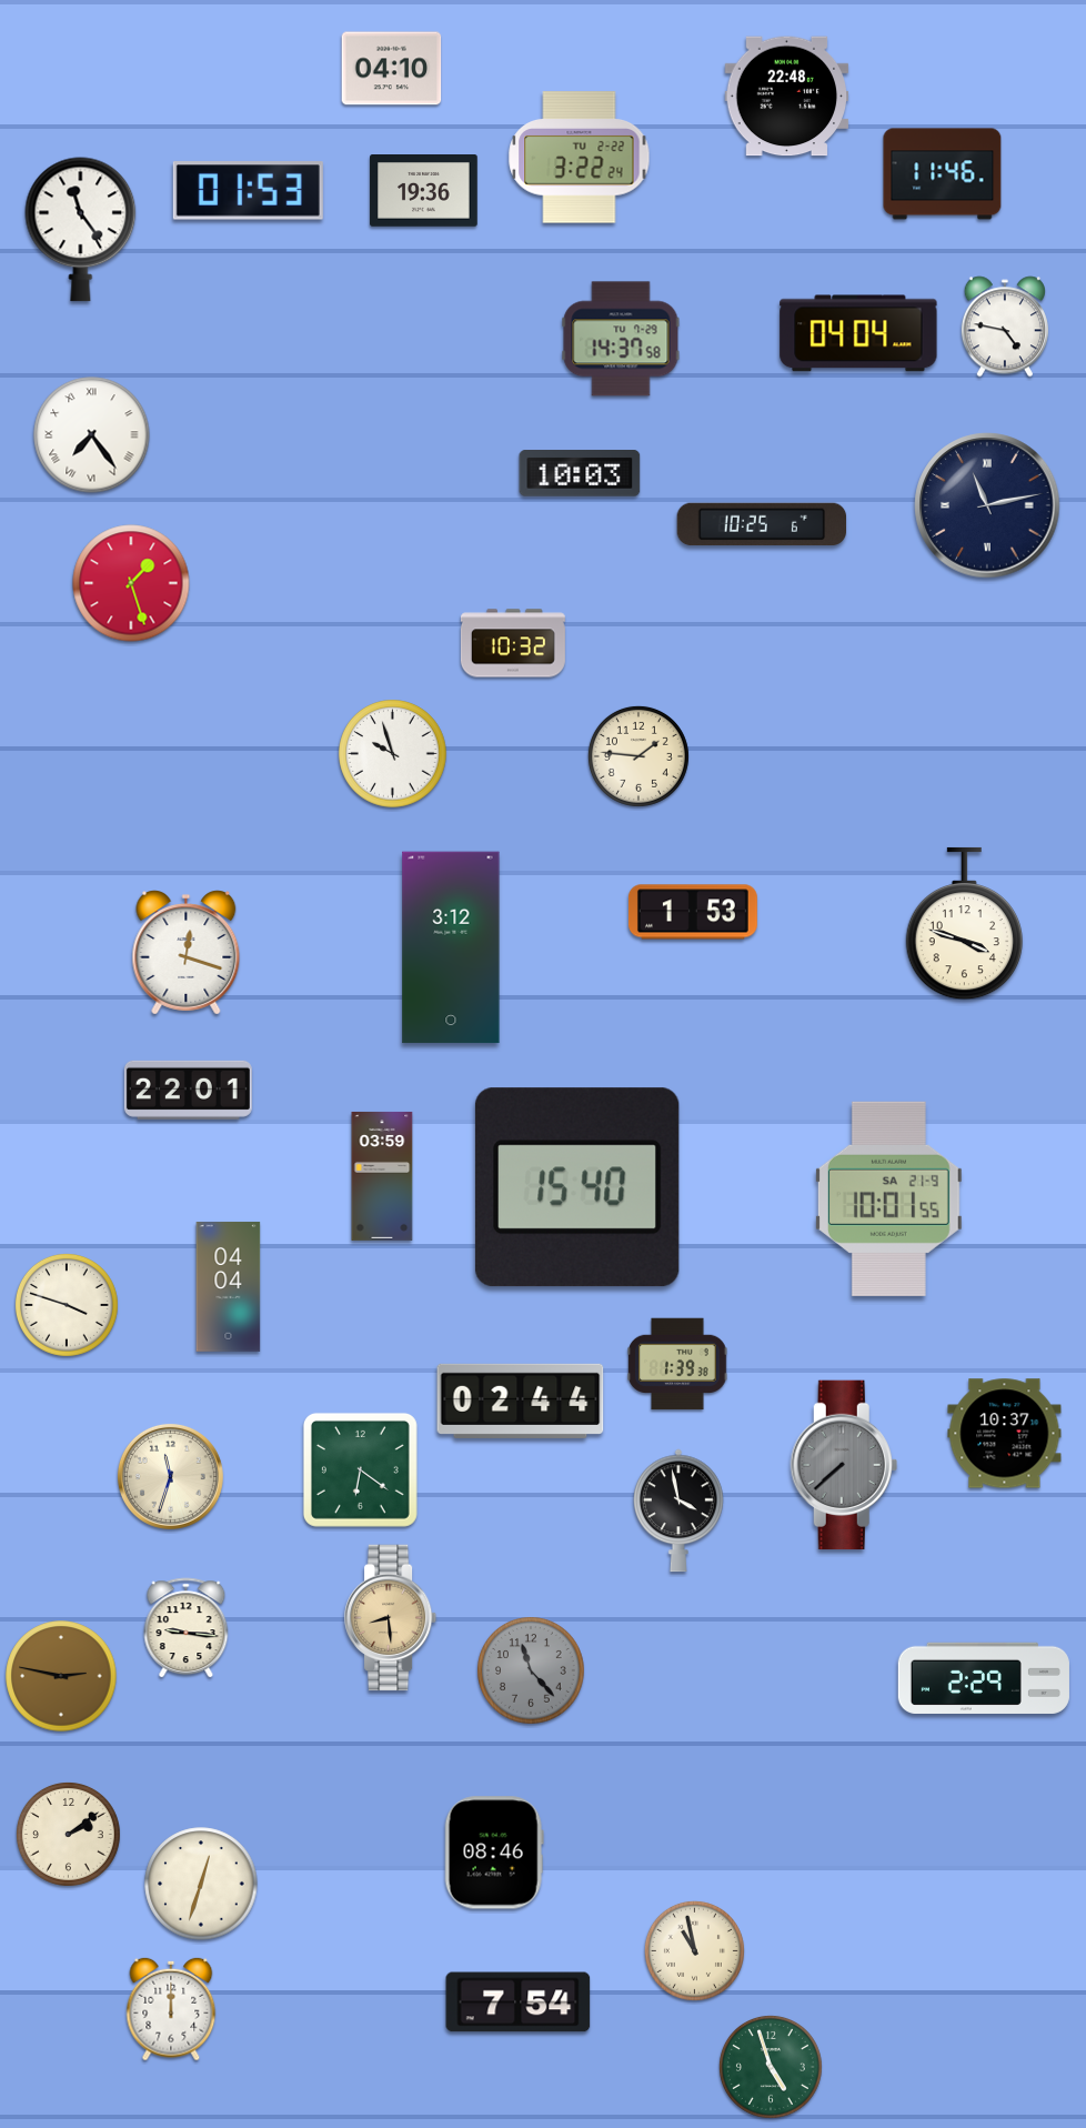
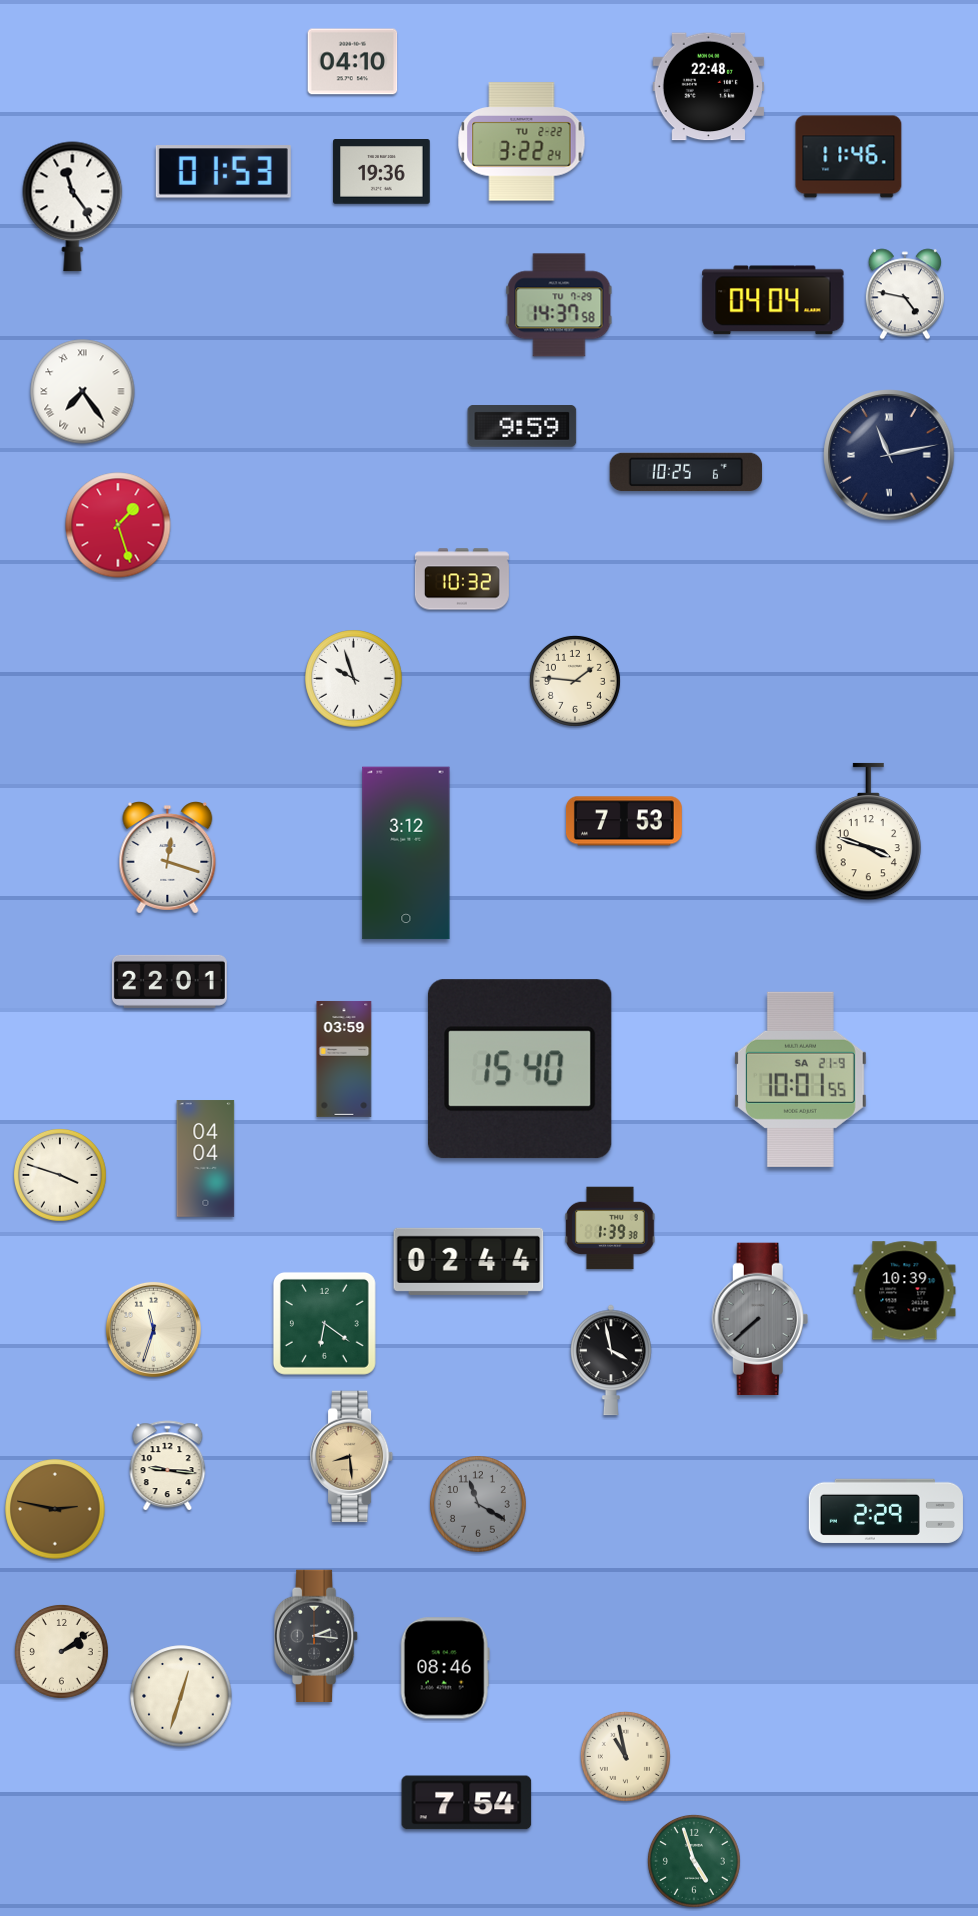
clock at (580, 473): 10:03 -> 9:59
clock at (693, 912): 1:53 -> 7:53
clock at (1005, 1434): 10:37 -> 10:39
clock at (531, 1670): 11:23 -> 11:20
clock at (316, 1635): none -> 2:16
clock at (171, 2009): 12:00 -> none
